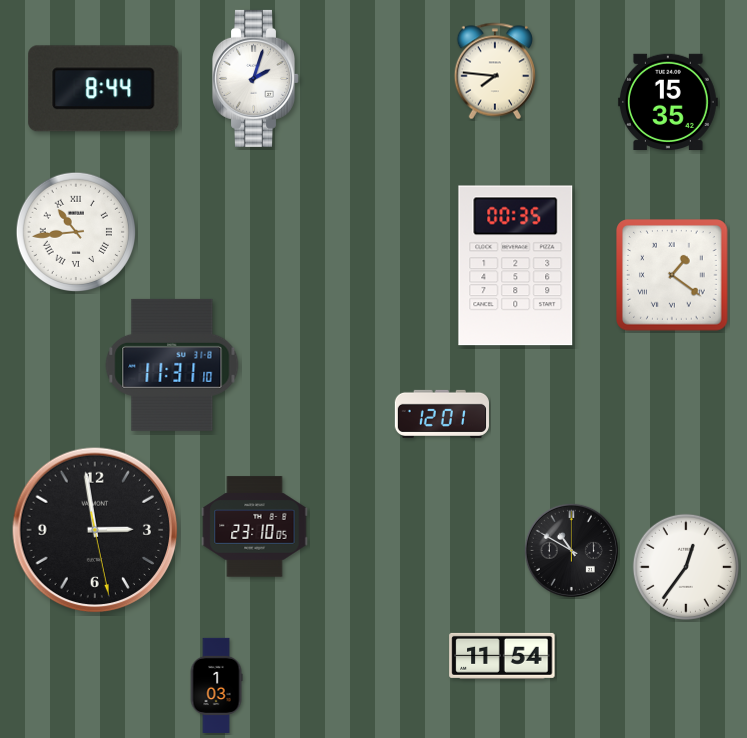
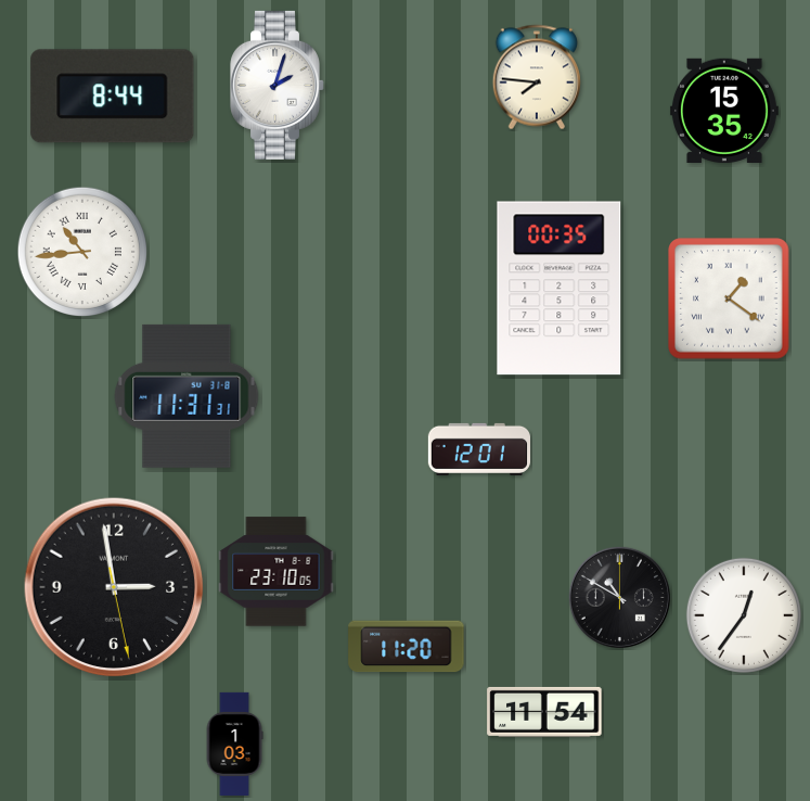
clock at (172, 365): 11:31:10 -> 11:31:31
clock at (95, 530) position: (95, 530) -> (114, 587)
clock at (407, 647): none -> 11:20
